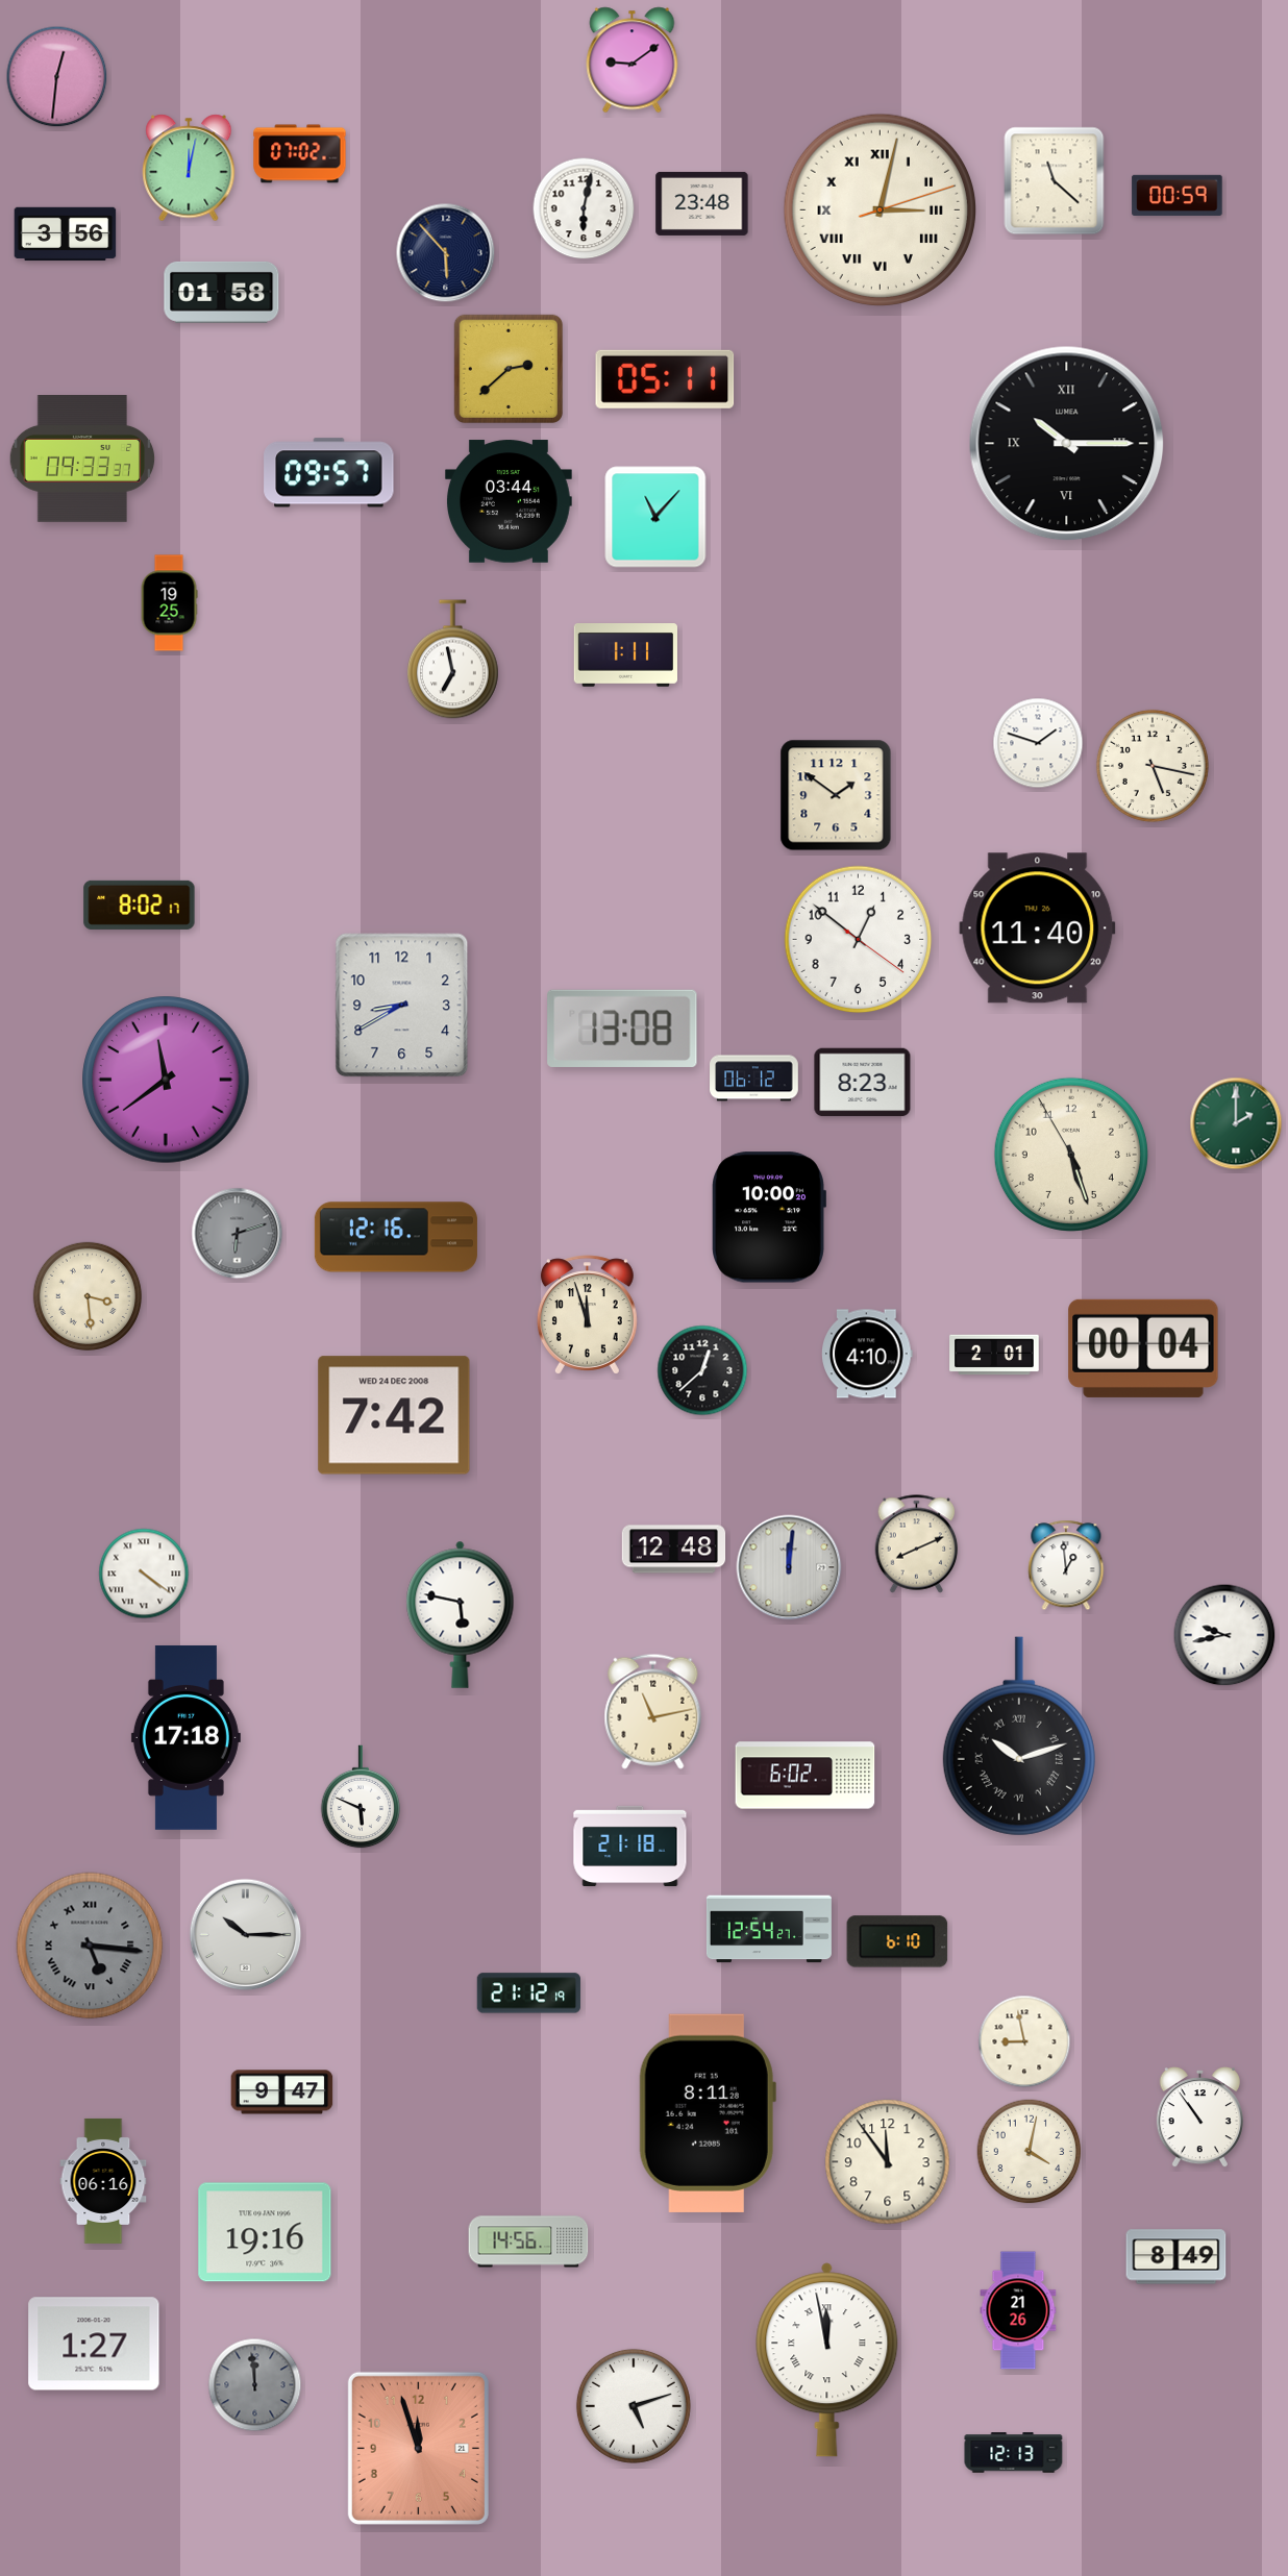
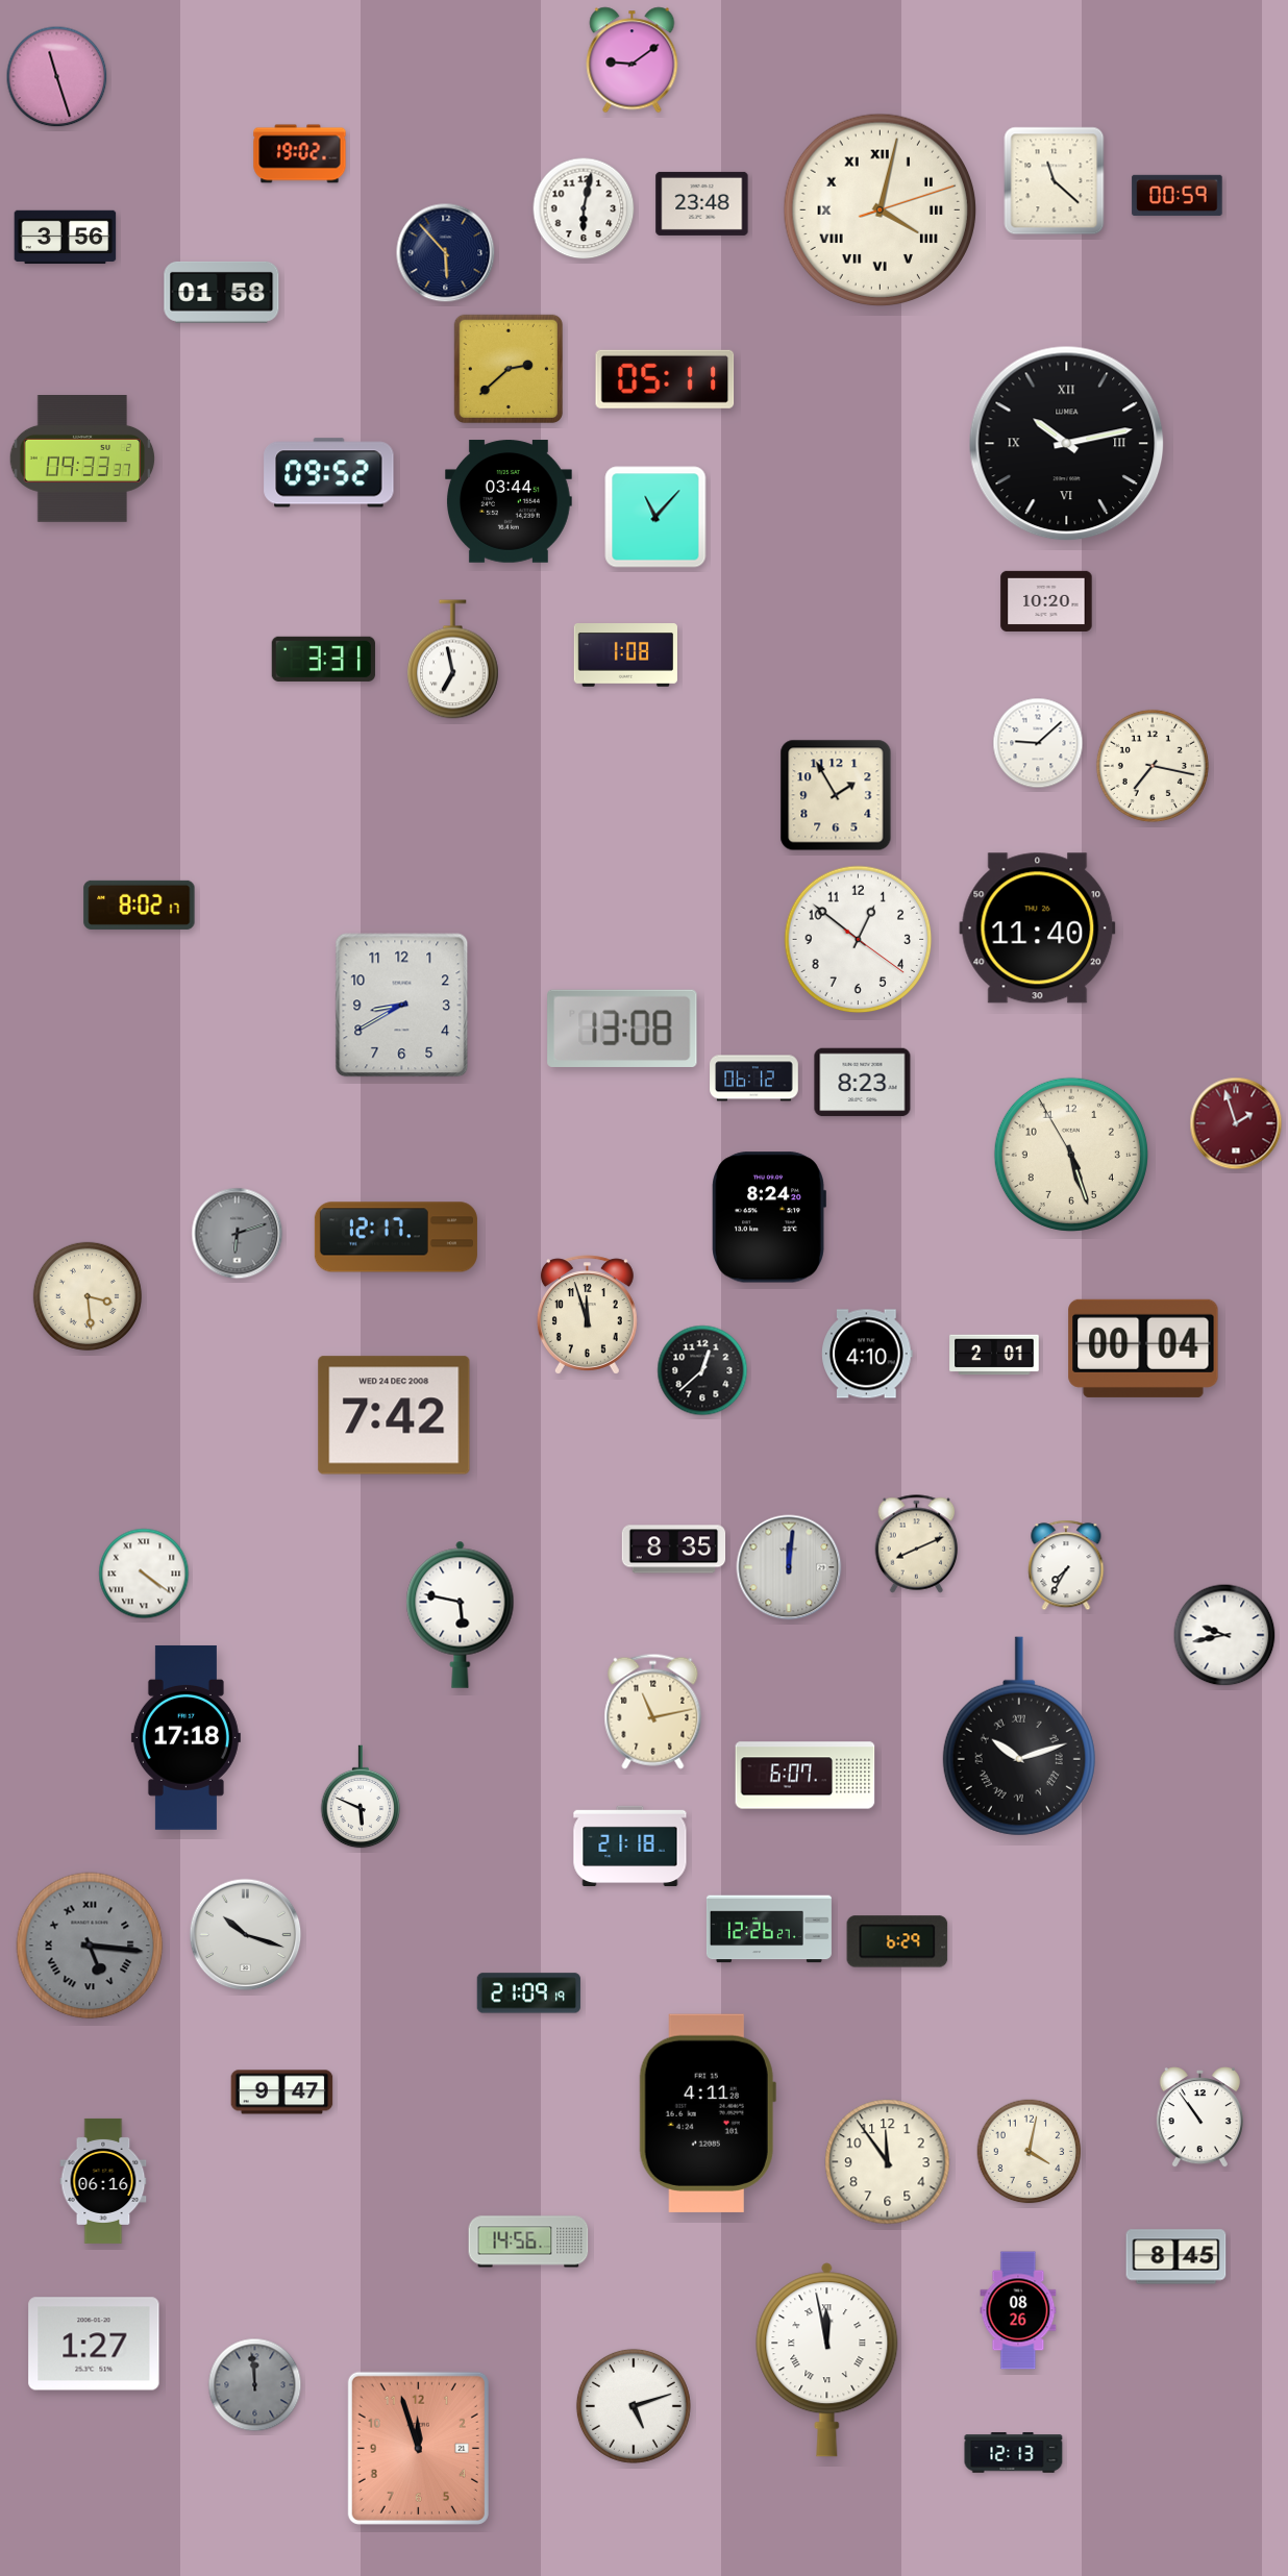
clock at (57, 77): 12:31 -> 11:27
clock at (300, 154): 07:02 -> 19:02
clock at (189, 168): 12:02 -> none
clock at (881, 210): 3:02 -> 4:02
clock at (66, 234) position: (66, 234) -> (66, 238)
clock at (1067, 444): 10:15 -> 10:13
clock at (329, 473): 09:57 -> 09:52
clock at (1046, 601): none -> 10:20
clock at (169, 603): 19:25 -> none
clock at (625, 655): 1:11 -> 1:08
clock at (323, 659): none -> 3:31
clock at (1038, 743): 1:48 -> 9:08
clock at (1153, 766): 5:17 -> 7:17
clock at (836, 795): 1:51 -> 1:55
clock at (166, 1080): 11:39 -> none
clock at (1236, 1123): 2:00 -> 1:57
clock at (1236, 1123) dial: green -> burgundy
clock at (769, 1217): 10:00 -> 8:24
clock at (396, 1237): 12:16 -> 12:17
clock at (674, 1550): 12:48 -> 8:35
clock at (1066, 1565): 12:59 -> 7:35
clock at (806, 1776): 6:02 -> 6:07
clock at (769, 1929): 12:54 -> 12:26
clock at (246, 1935): 10:15 -> 10:18
clock at (897, 1941): 6:10 -> 6:29
clock at (528, 1993): 21:12 -> 21:09
clock at (1024, 2041): 8:58 -> none
clock at (708, 2113): 8:11 -> 4:11
clock at (265, 2232): 19:16 -> none
clock at (1176, 2257): 8:49 -> 8:45
clock at (1018, 2310): 21:26 -> 08:26
